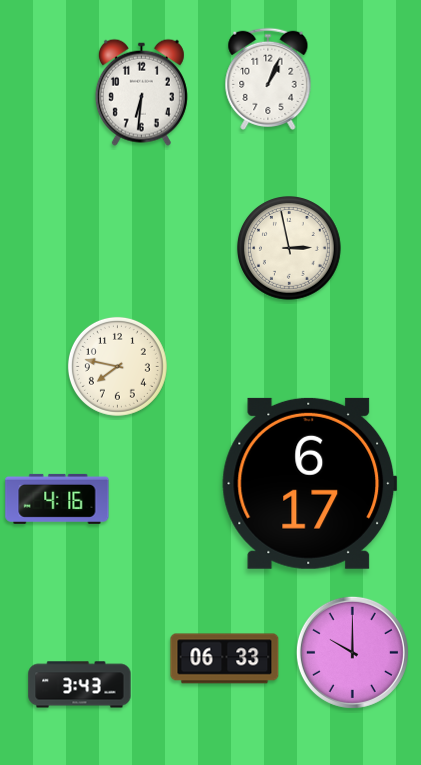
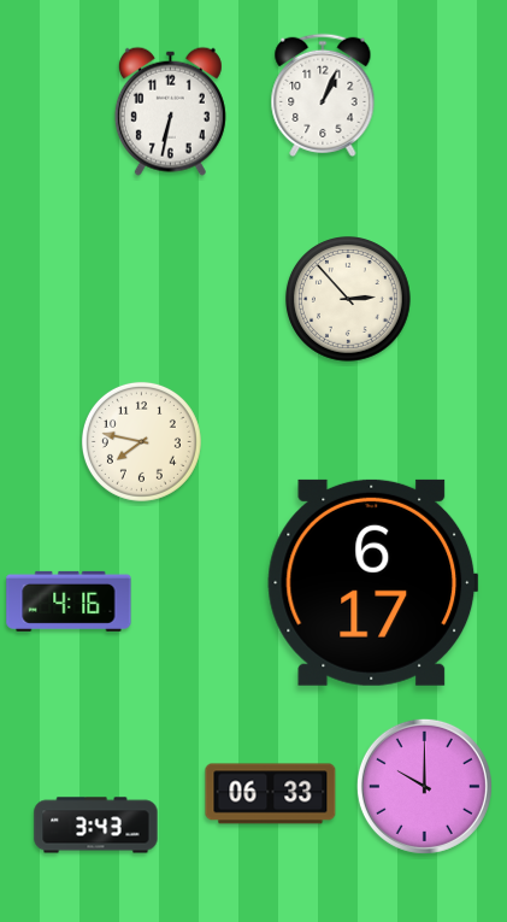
clock at (141, 92): 6:31 -> 6:32
clock at (290, 249): 2:58 -> 2:53
